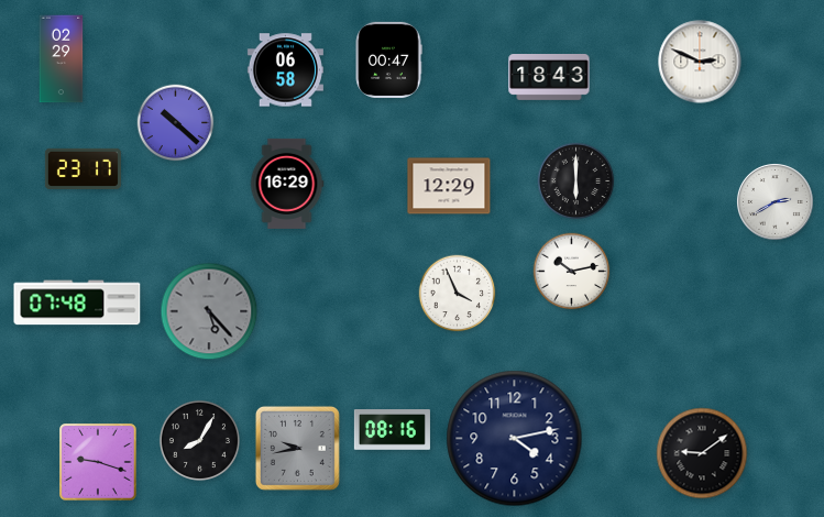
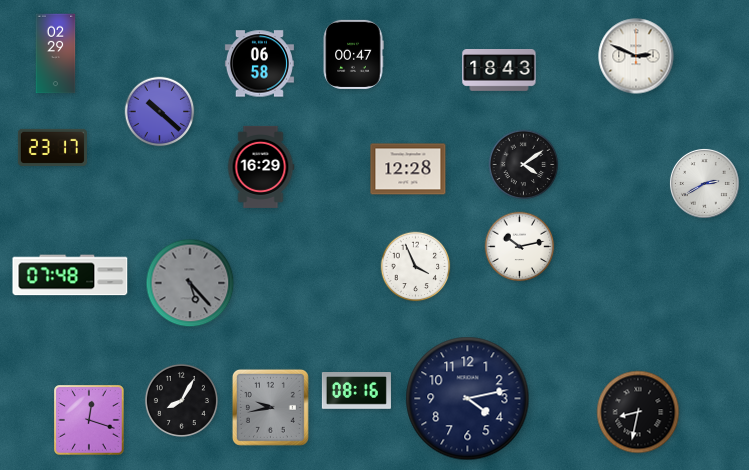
clock at (83, 168) position: (83, 168) -> (52, 147)
clock at (576, 182): 6:00 -> 4:09
clock at (449, 186): 12:29 -> 12:28
clock at (702, 453): 9:09 -> 8:32
clock at (98, 462): 9:18 -> 12:18
